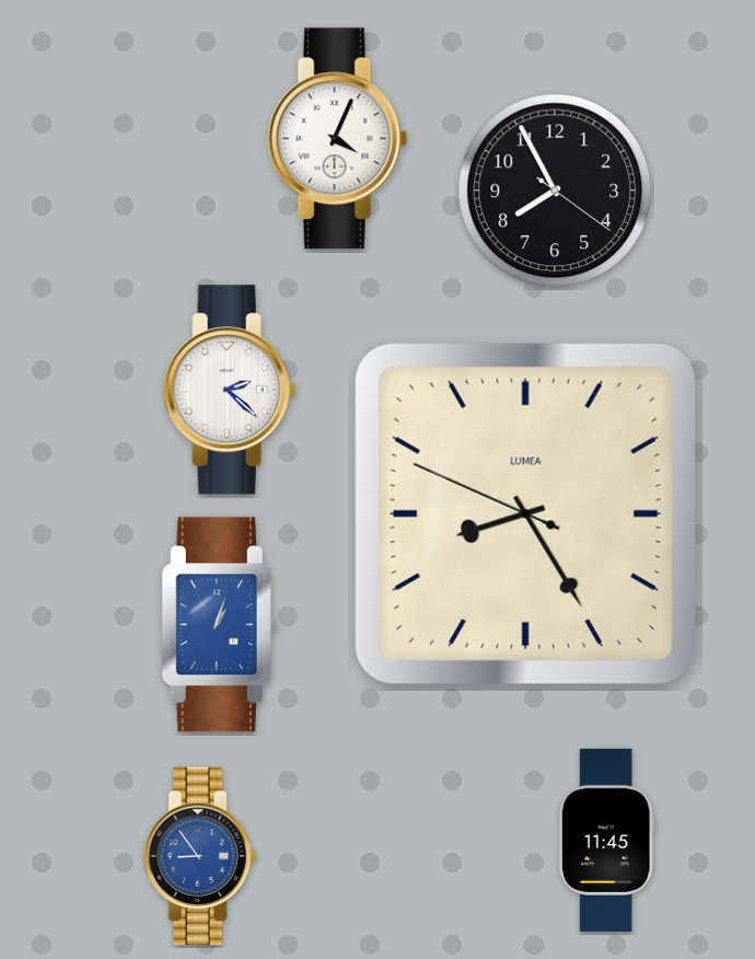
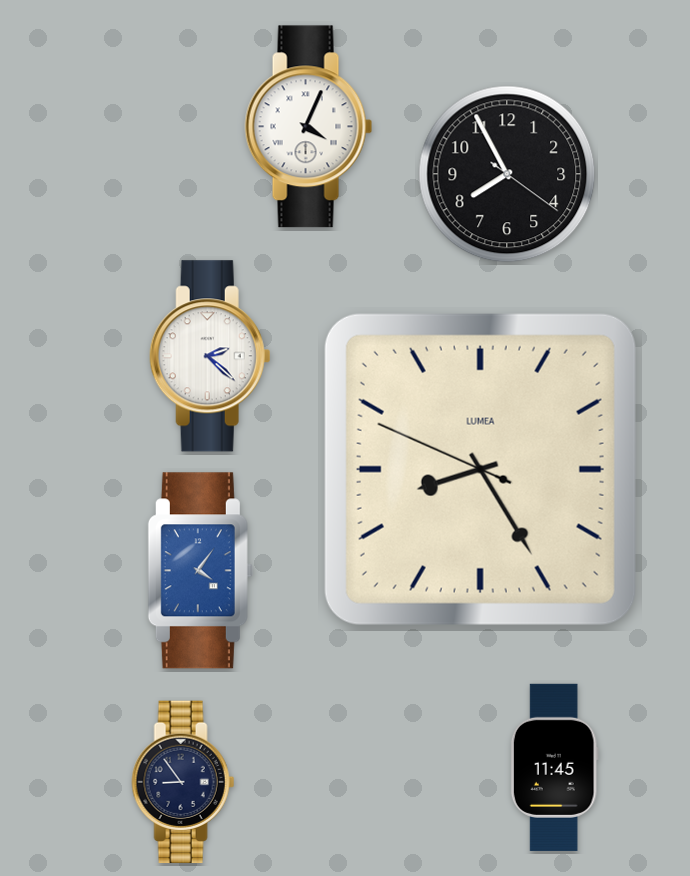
clock at (219, 625): 1:03 -> 4:06
clock at (200, 856) dial: blue -> navy
